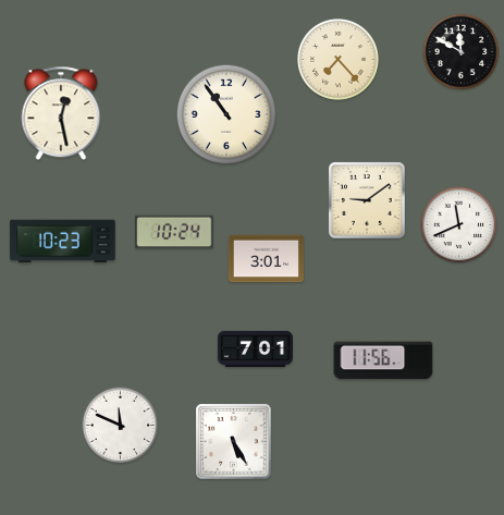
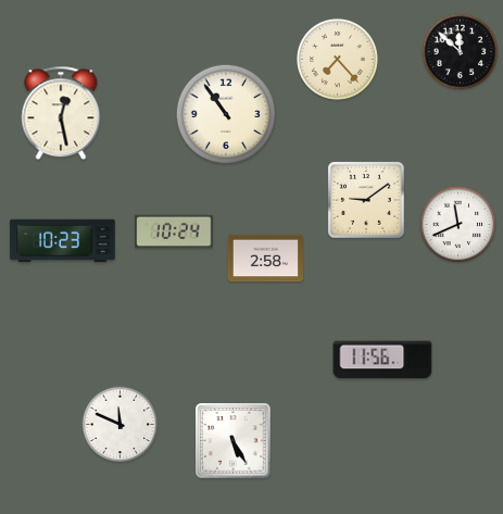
clock at (462, 52): 11:50 -> 11:52
clock at (266, 259): 3:01 -> 2:58
clock at (255, 350): 7:01 -> none
